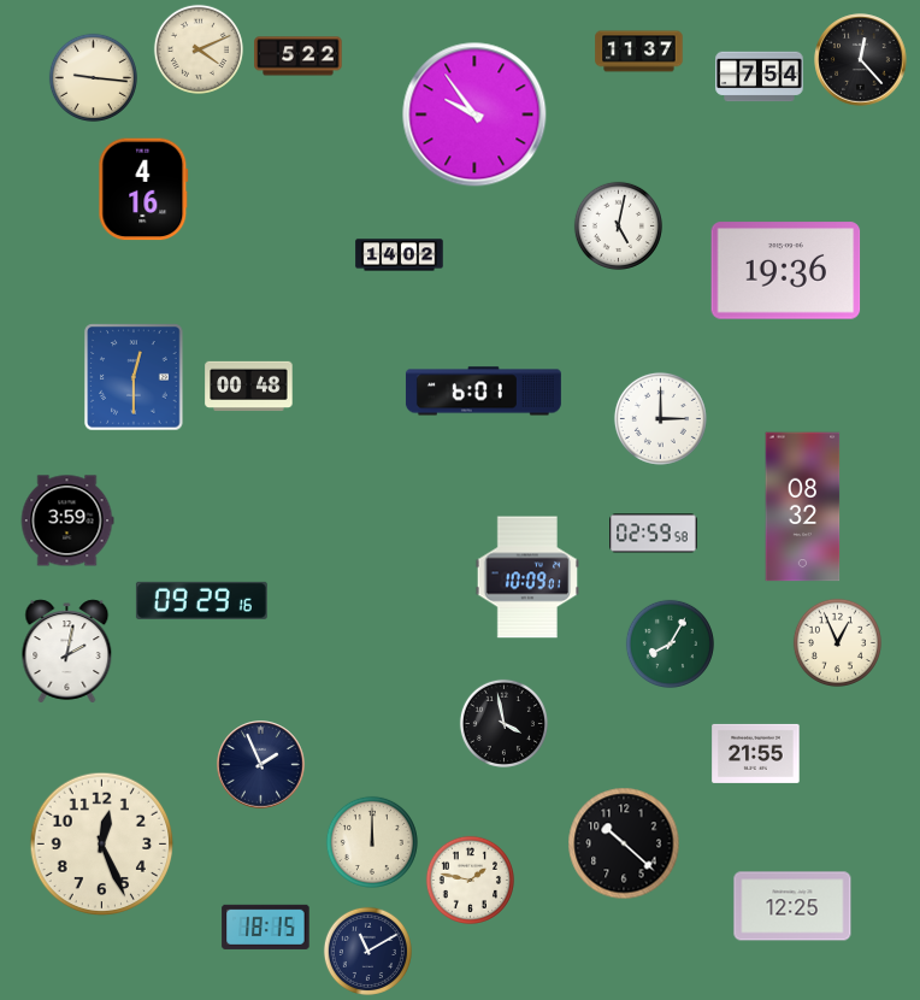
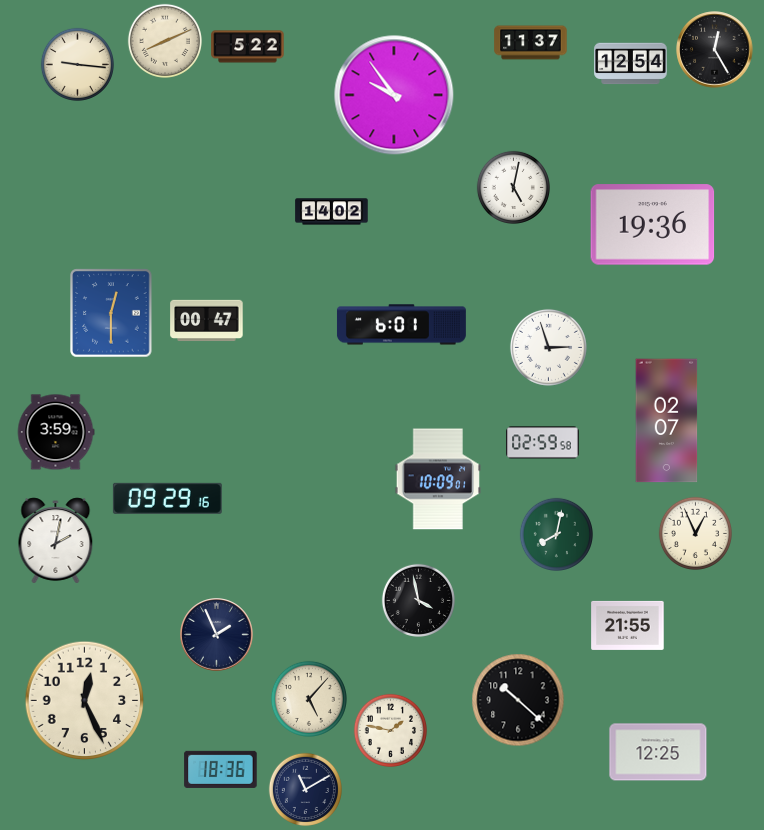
clock at (199, 49): 4:11 -> 8:11
clock at (861, 60): 12:23 -> 12:25
clock at (760, 77): 7:54 -> 12:54
clock at (143, 189): 4:16 -> none
clock at (249, 387): 00:48 -> 00:47
clock at (660, 418): 3:00 -> 2:57
clock at (803, 507): 08:32 -> 02:07
clock at (670, 643): 8:05 -> 8:02
clock at (372, 842): 12:00 -> 5:07
clock at (266, 927): 18:15 -> 18:36
